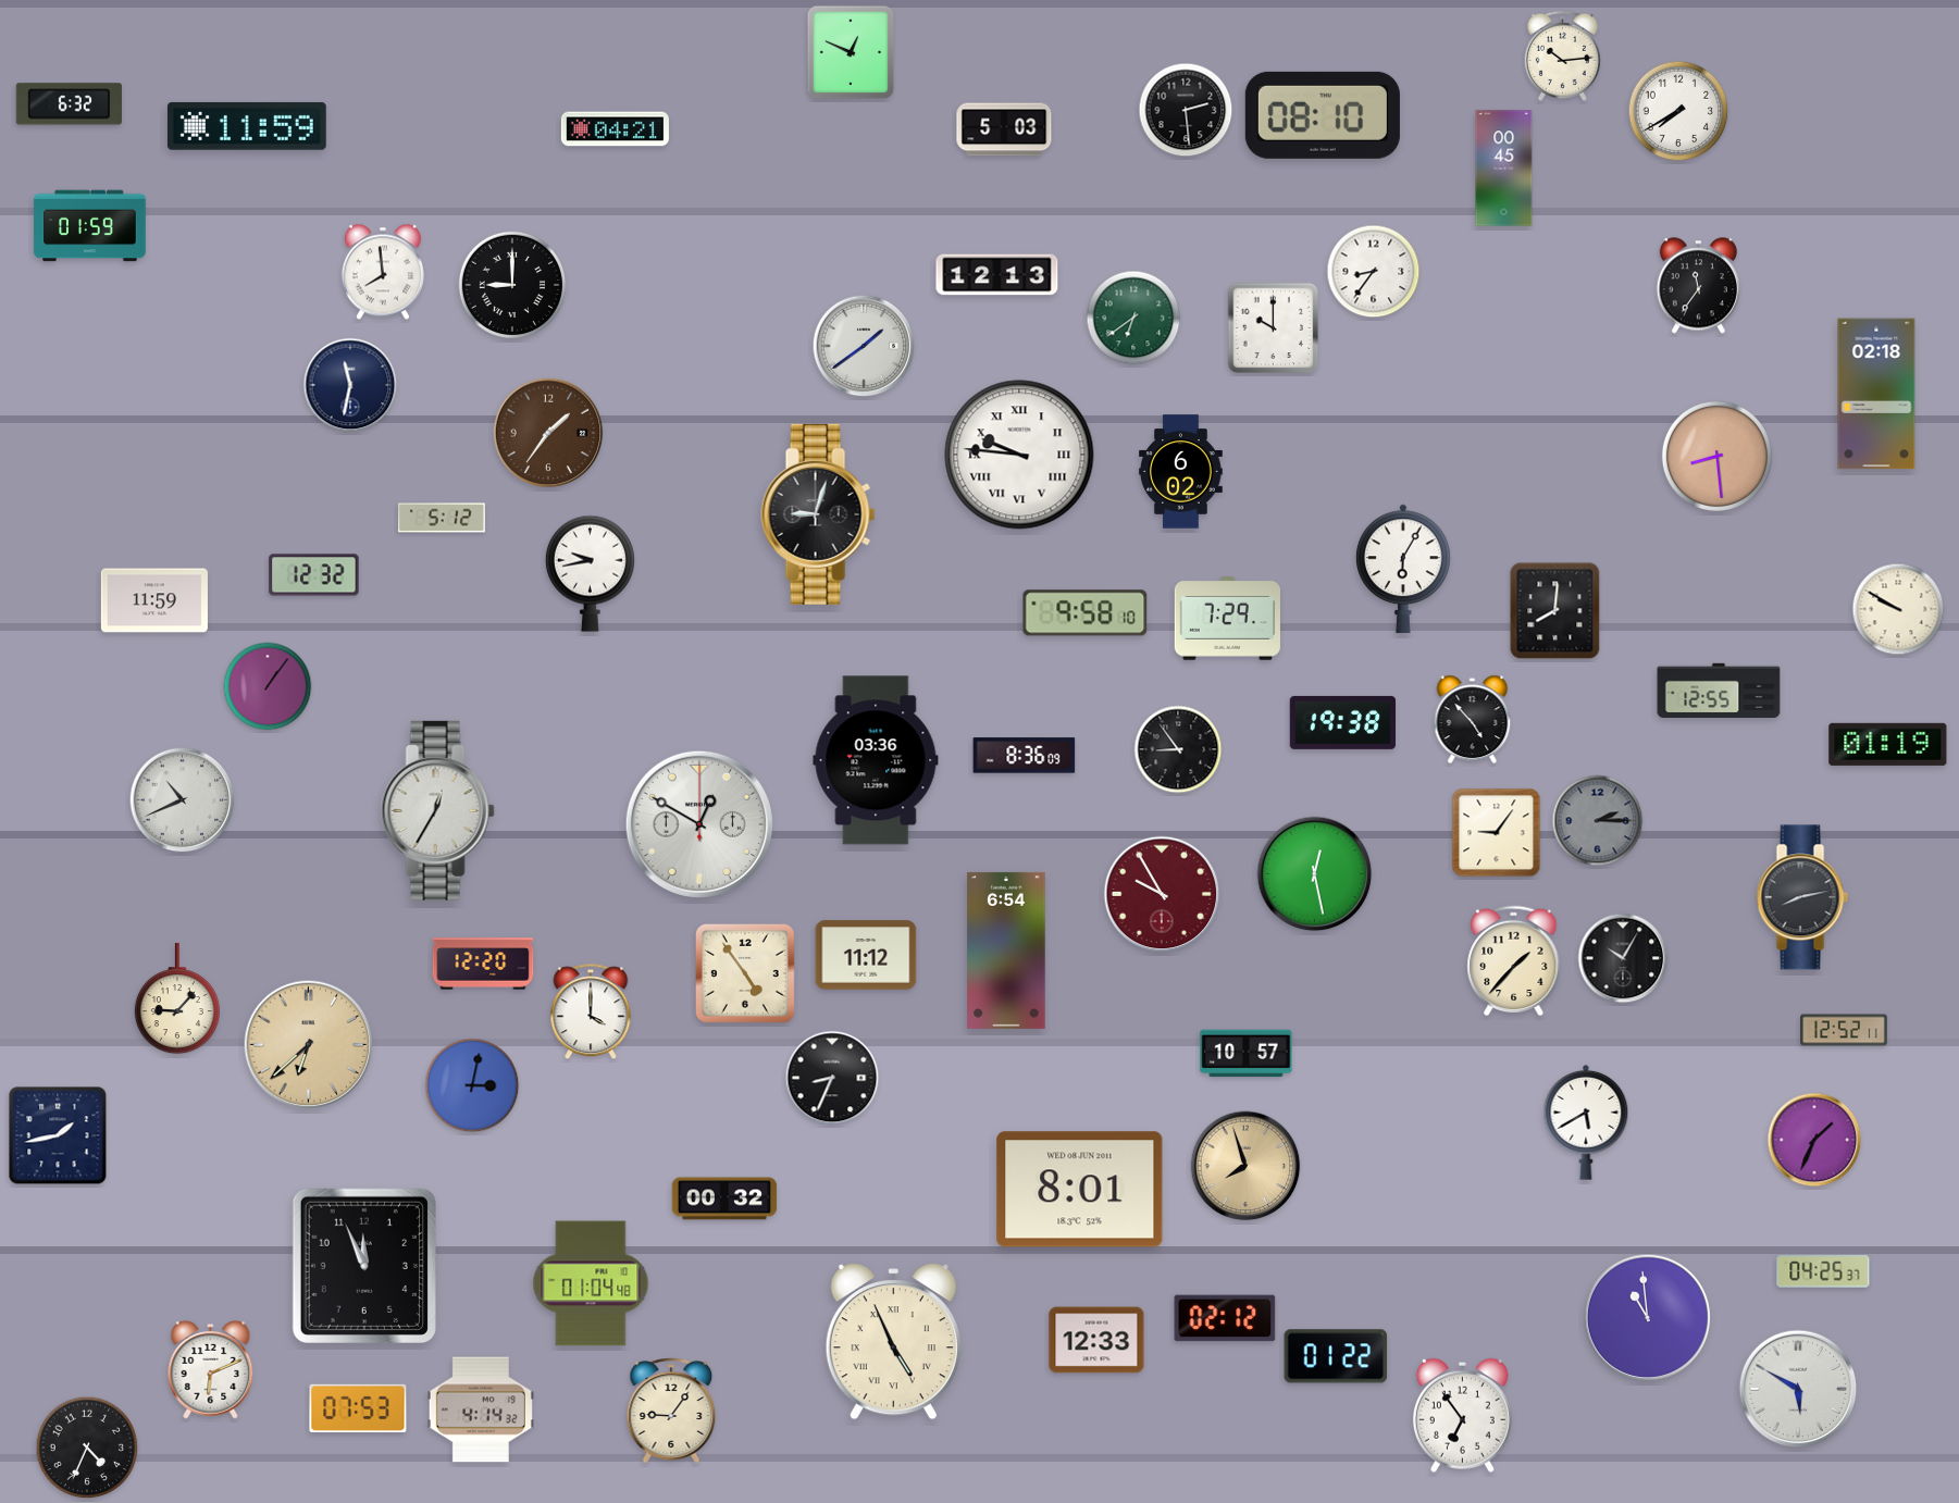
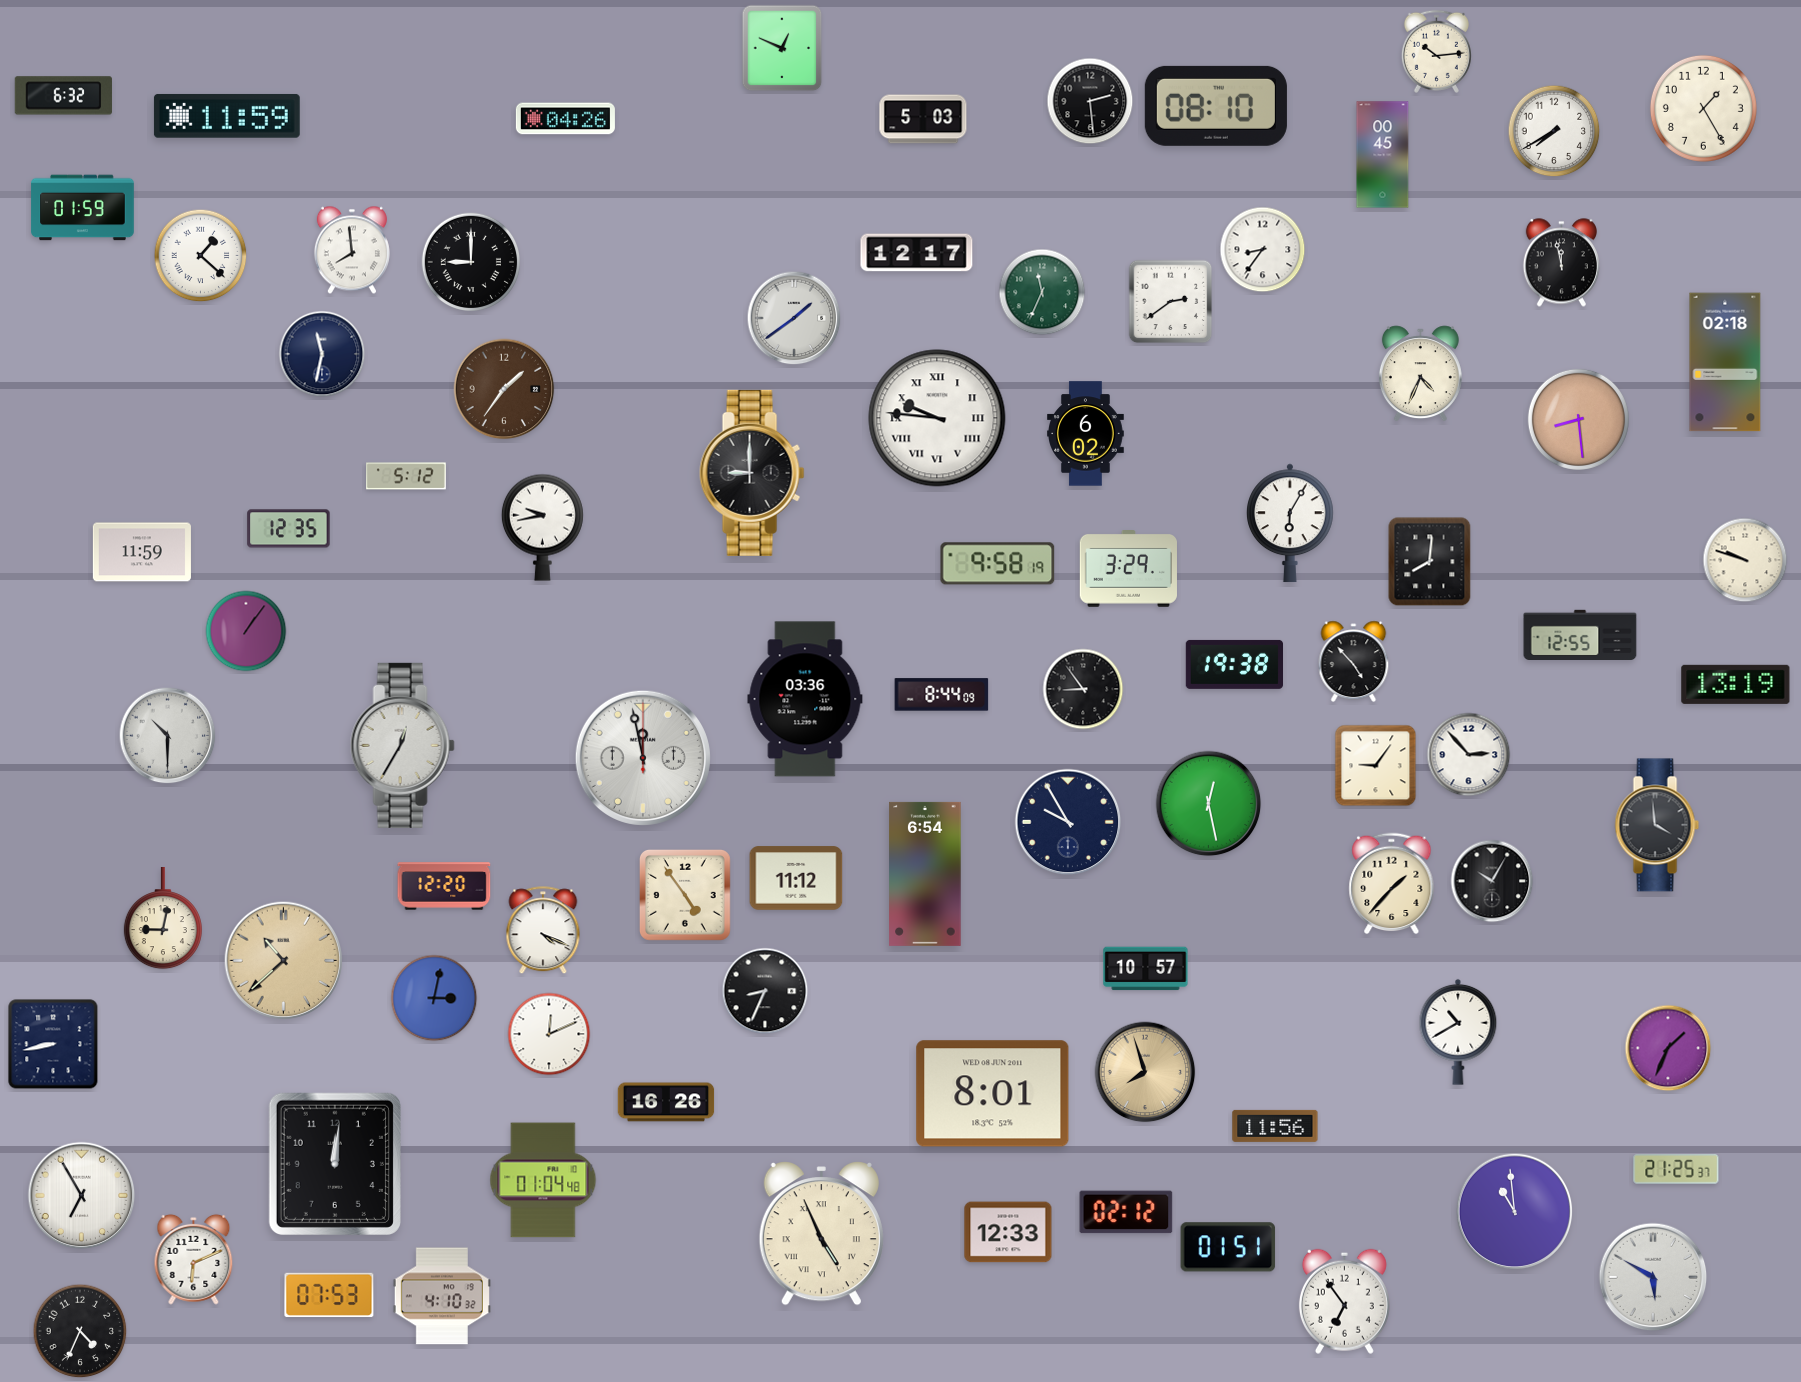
clock at (1678, 111) position: (1678, 111) -> (1554, 131)
clock at (1703, 108): none -> 1:25
clock at (615, 129): 04:21 -> 04:26
clock at (997, 275): 12:13 -> 12:17
clock at (201, 256): none -> 1:22
clock at (1698, 286): 11:36 -> 11:58
clock at (1133, 318): 6:39 -> 11:34
clock at (1274, 328): 10:00 -> 2:39
clock at (1420, 374): none -> 4:34
clock at (548, 433) position: (548, 433) -> (504, 389)
clock at (818, 514): 9:03 -> 9:00
clock at (314, 575): 12:32 -> 12:35
clock at (1898, 609): 9:50 -> 9:48
clock at (1086, 613): 9:58:10 -> 9:58:19
clock at (1227, 619): 7:29 -> 3:29
clock at (1888, 744): 01:19 -> 13:19
clock at (1025, 756): 8:36 -> 8:44
clock at (183, 800): 10:41 -> 10:30
clock at (1598, 821): 2:15 -> 2:53
clock at (1598, 821) dial: grey -> white
clock at (699, 824): 12:50 -> 11:58
clock at (1162, 894) dial: burgundy -> navy
clock at (1802, 897): 8:13 -> 3:59
clock at (177, 999): 9:07 -> 9:02
clock at (591, 1013): 4:00 -> 4:19
clock at (1844, 1030): 12:52 -> none
clock at (309, 1045): 6:38 -> 10:38
clock at (1586, 1122): 5:40 -> 10:40
clock at (549, 1034): none -> 12:11
clock at (58, 1135): 1:43 -> 8:43
clock at (724, 1198): 00:32 -> 16:26
clock at (1275, 1126): none -> 11:56
clock at (364, 1266): 11:56 -> 12:01
clock at (1823, 1272): 04:25 -> 21:25
clock at (82, 1196): none -> 6:55
clock at (1336, 1356): 01:22 -> 01:51
clock at (481, 1409): 4:14 -> 4:10
clock at (671, 1411): 9:06 -> none
